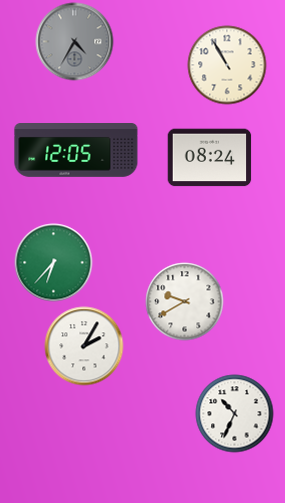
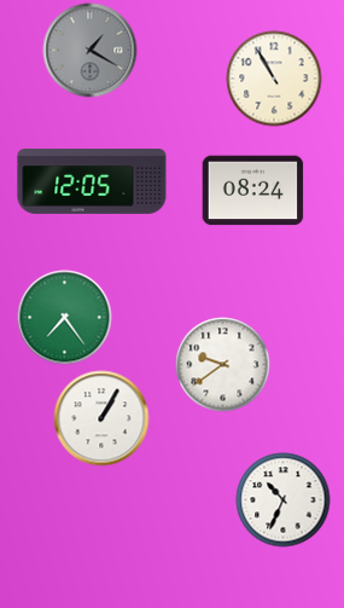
clock at (74, 41): 4:35 -> 1:20
clock at (53, 262): 6:37 -> 7:24
clock at (184, 301): 9:40 -> 9:39
clock at (84, 346): 2:05 -> 1:05
